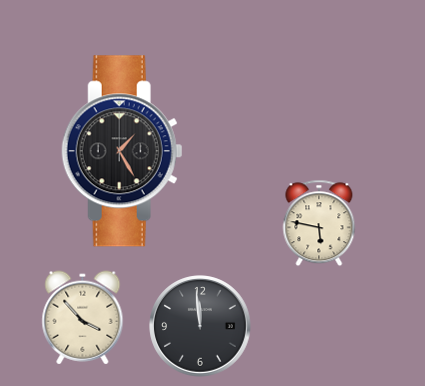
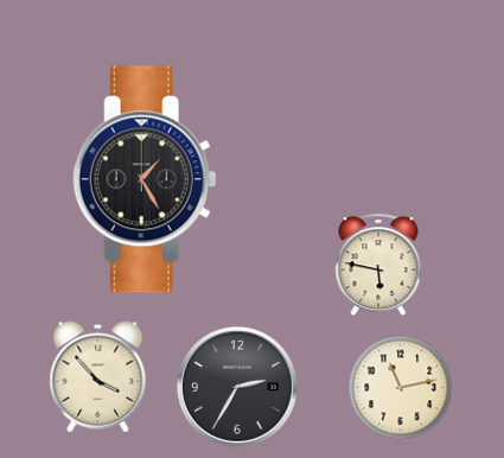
clock at (200, 326): 11:59 -> 2:35
clock at (401, 388): none -> 11:13
